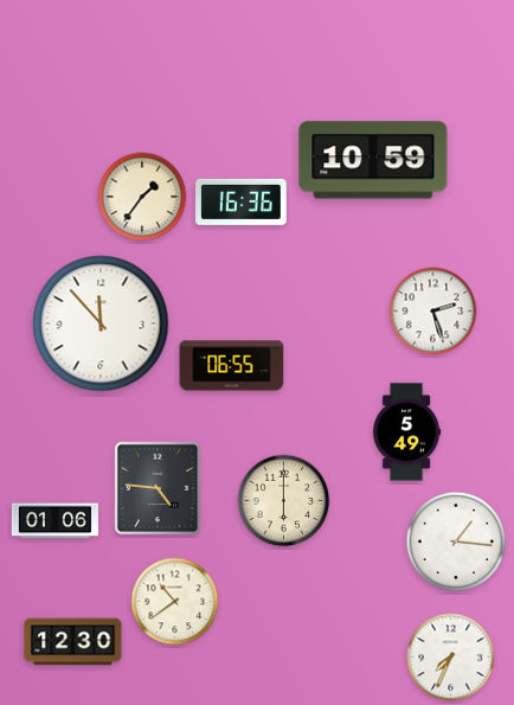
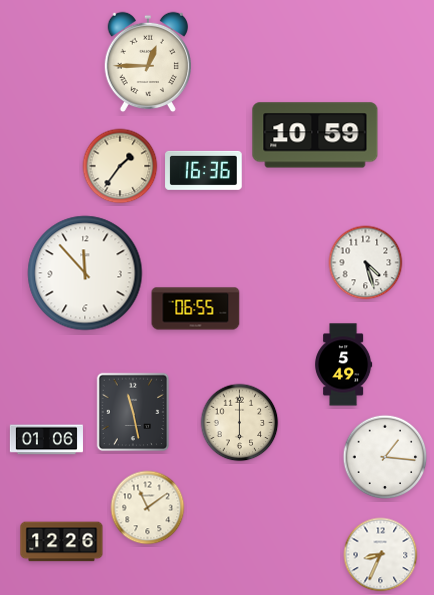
clock at (147, 62): none -> 12:45
clock at (433, 312): 2:27 -> 4:27
clock at (158, 488): 4:46 -> 11:28
clock at (175, 602): 10:39 -> 11:09
clock at (73, 642): 12:30 -> 12:26
clock at (451, 658): 7:34 -> 8:34
